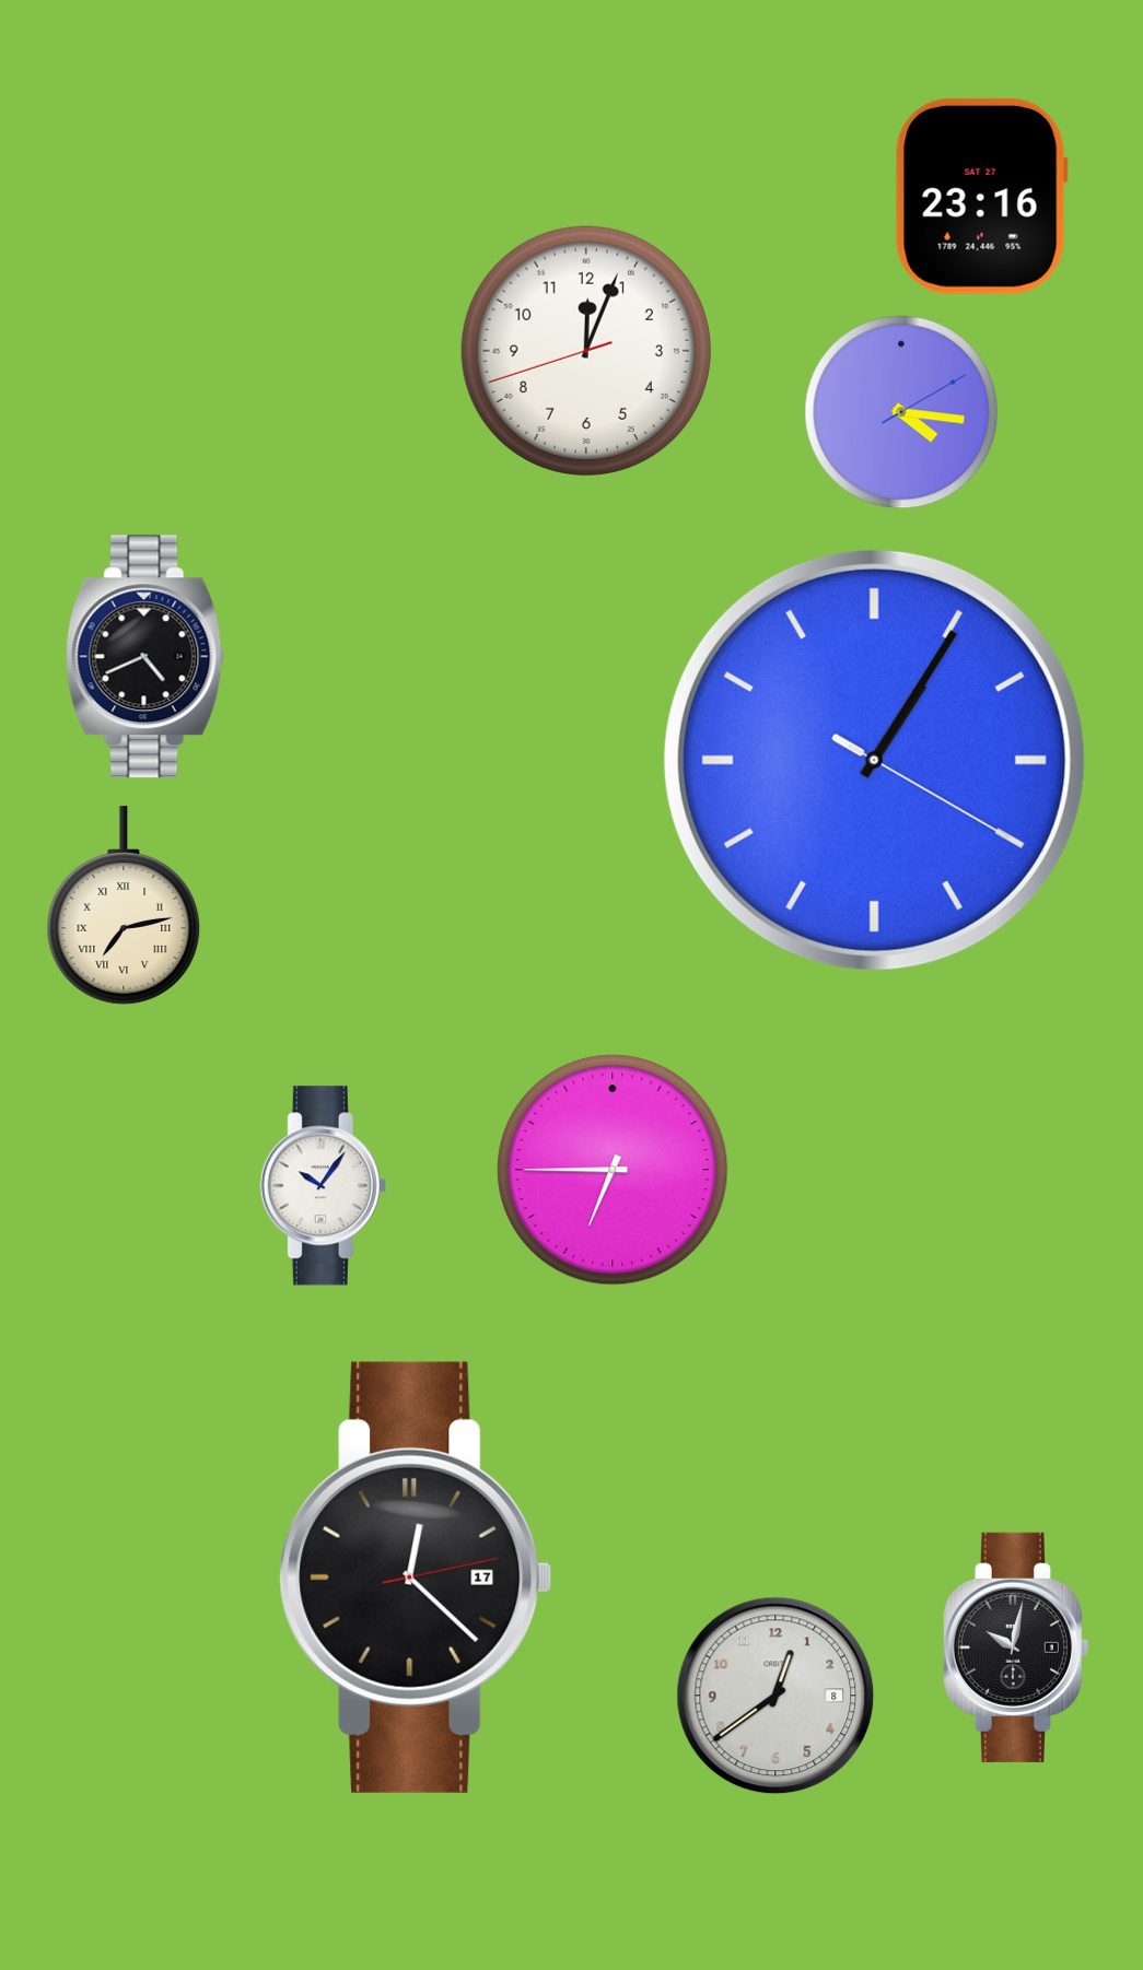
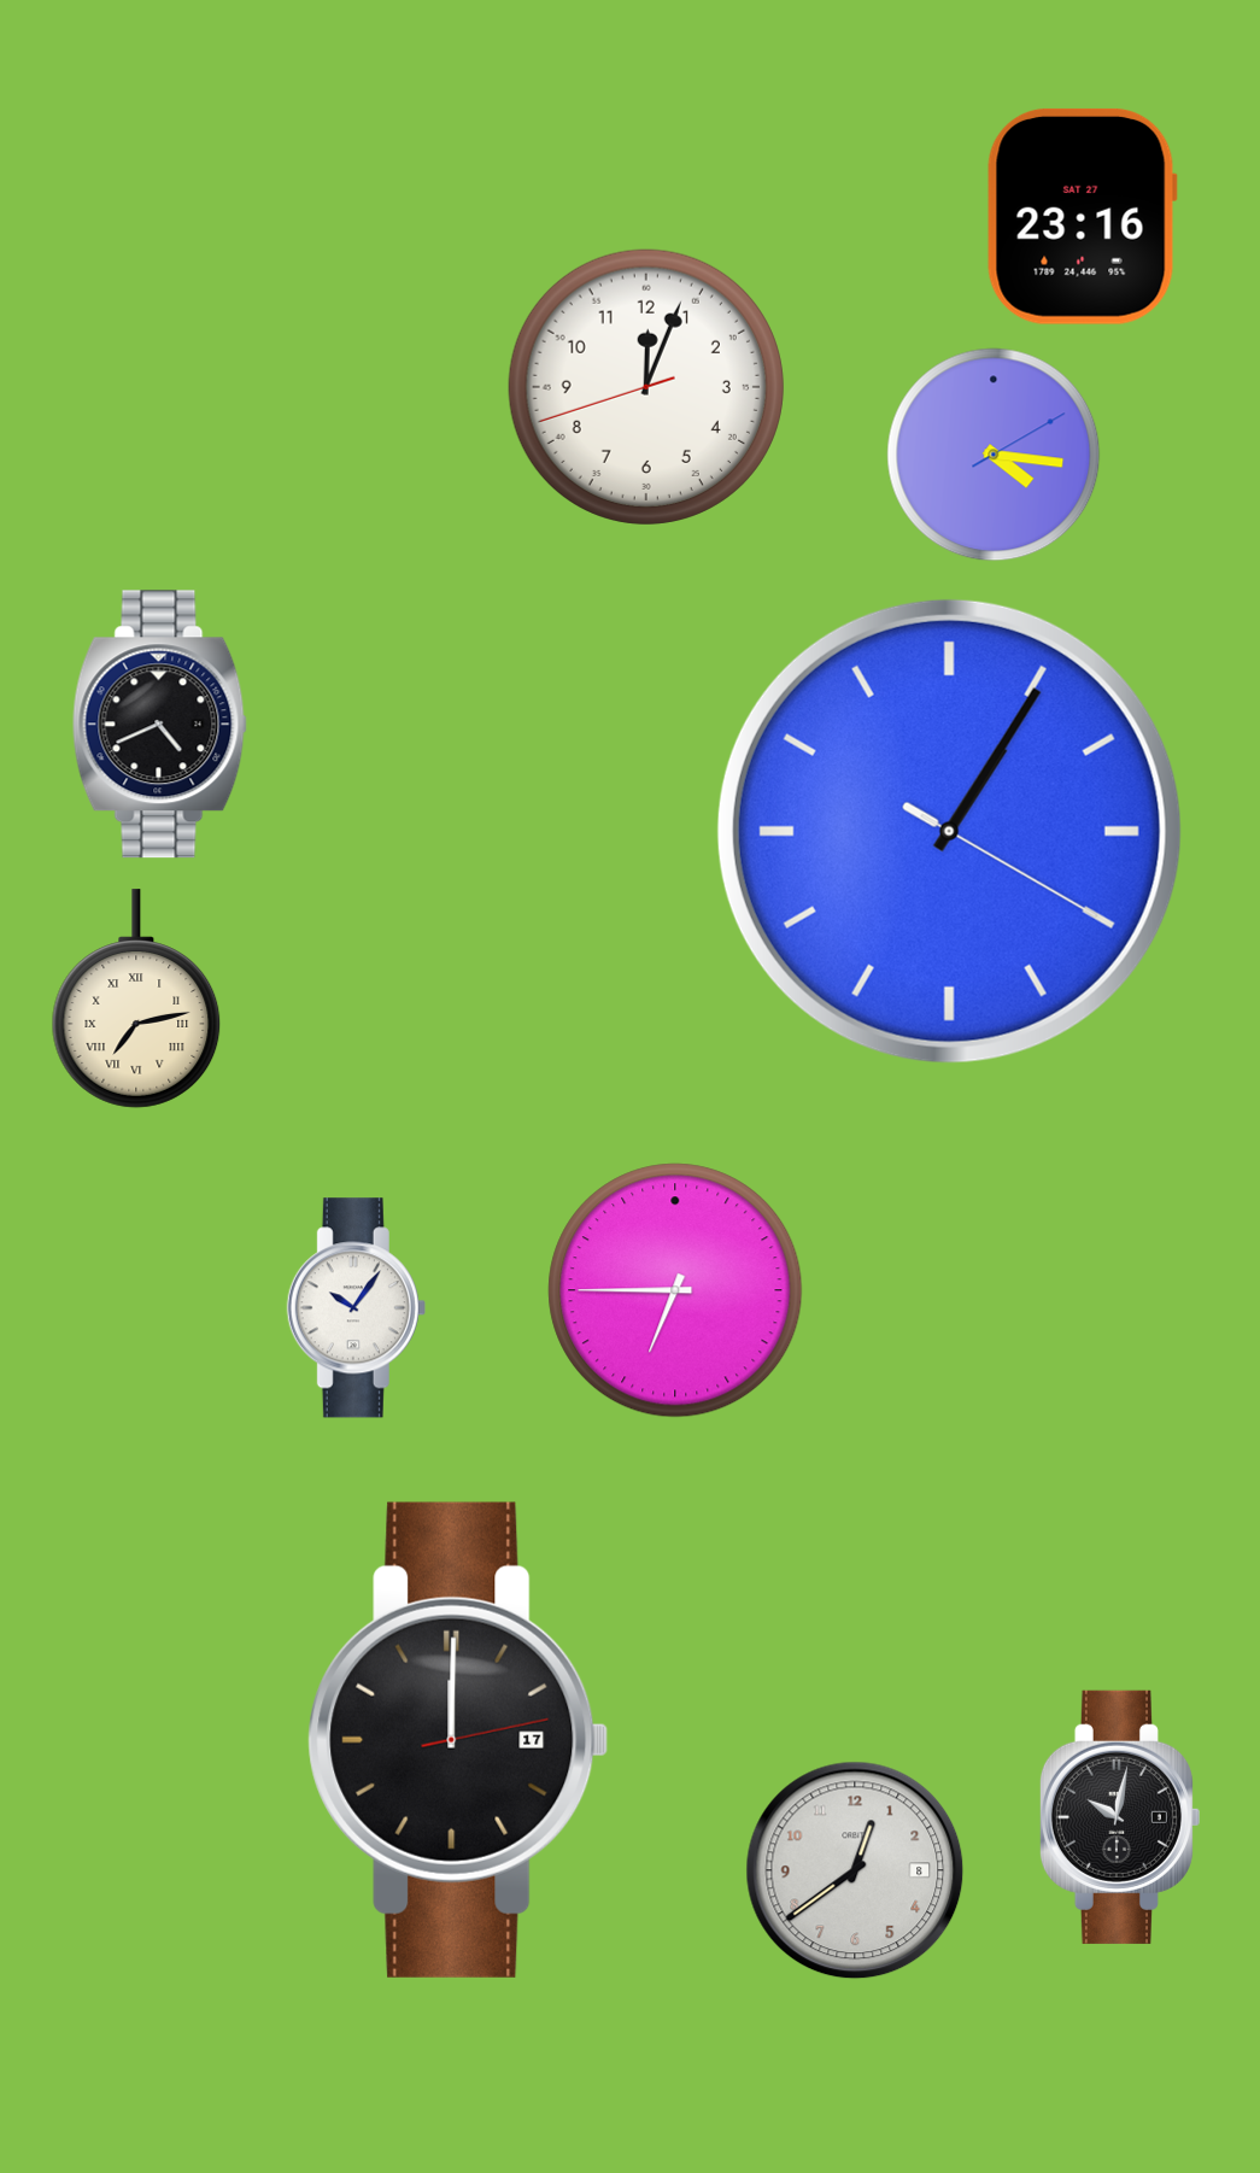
clock at (874, 760) position: (874, 760) -> (949, 831)
clock at (416, 1578): 12:22 -> 12:00
